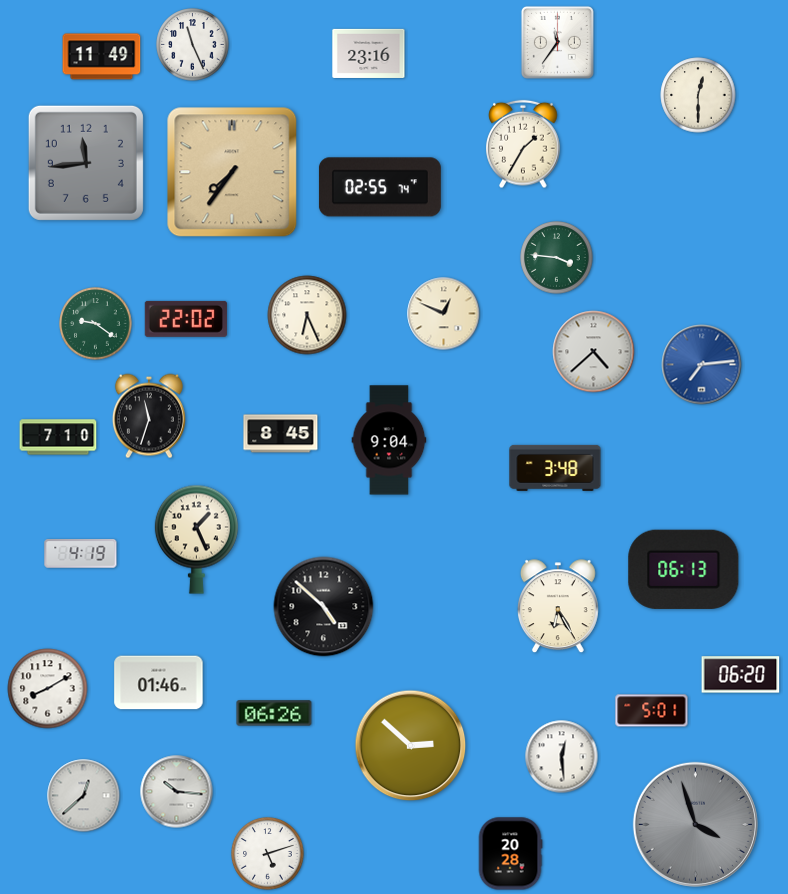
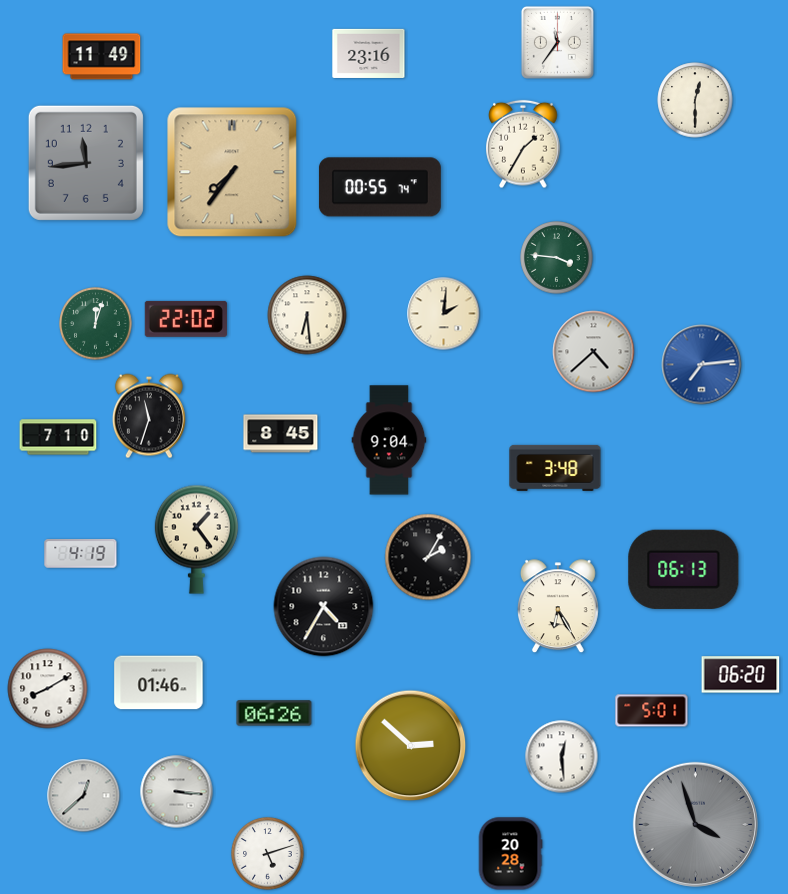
clock at (193, 45): 11:26 -> none
clock at (698, 95) position: (698, 95) -> (695, 100)
clock at (380, 187): 02:55 -> 00:55
clock at (444, 314): 12:49 -> 2:01
clock at (307, 315): 6:26 -> 6:29
clock at (96, 324): 9:21 -> 12:03
clock at (196, 539): 1:26 -> 1:24
clock at (428, 557): none -> 2:05
clock at (324, 607): 4:52 -> 4:35
clock at (177, 792): 10:16 -> 3:16
